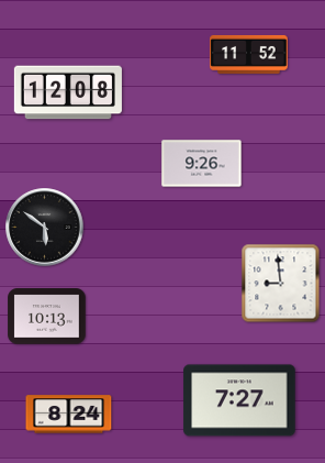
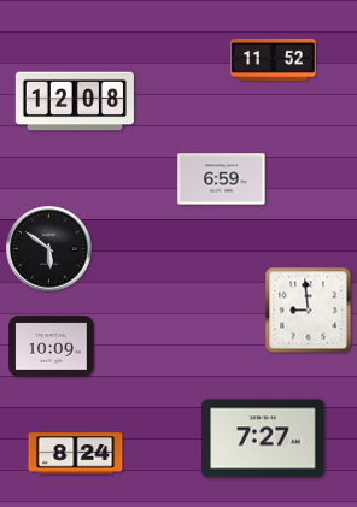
clock at (202, 164): 9:26 -> 6:59
clock at (47, 317): 10:13 -> 10:09
